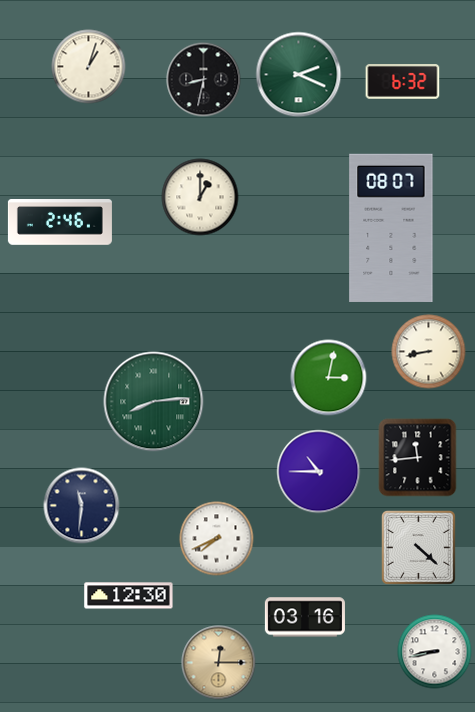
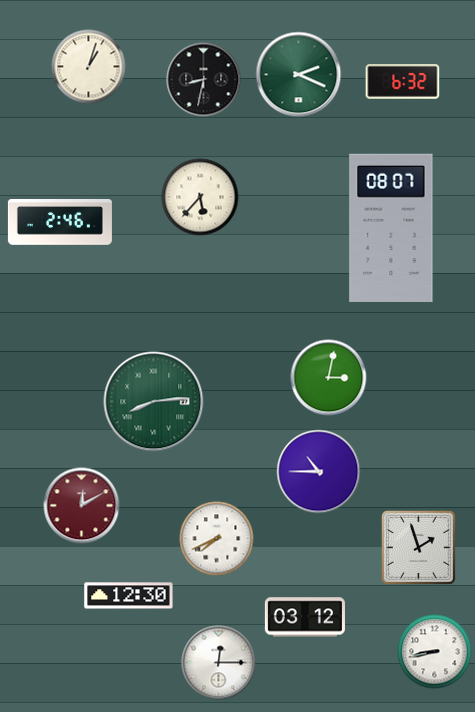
clock at (200, 197): 1:00 -> 5:37
clock at (429, 352): 8:43 -> none
clock at (418, 458): 11:44 -> none
clock at (82, 506): 11:31 -> 12:10
clock at (82, 506) dial: navy -> burgundy
clock at (418, 547): 4:22 -> 1:57
clock at (305, 617): 03:16 -> 03:12
clock at (219, 663) dial: champagne -> white
